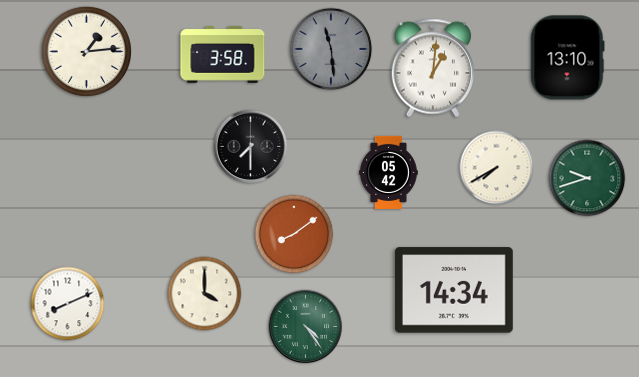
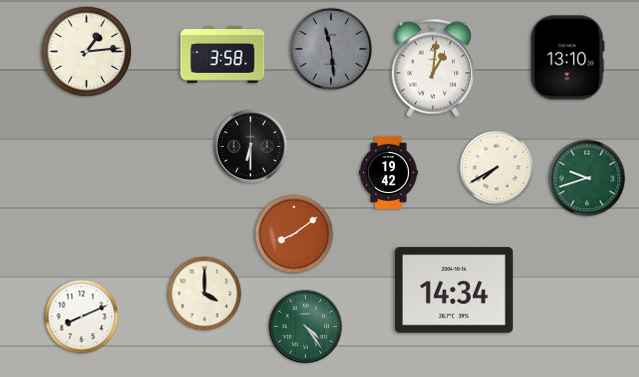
clock at (251, 147): 7:30 -> 6:30
clock at (389, 172): 05:42 -> 19:42
clock at (68, 304) position: (68, 304) -> (82, 317)
